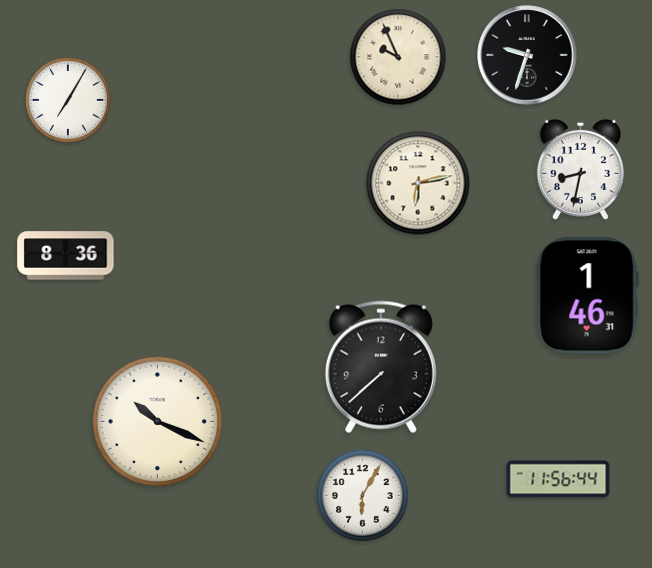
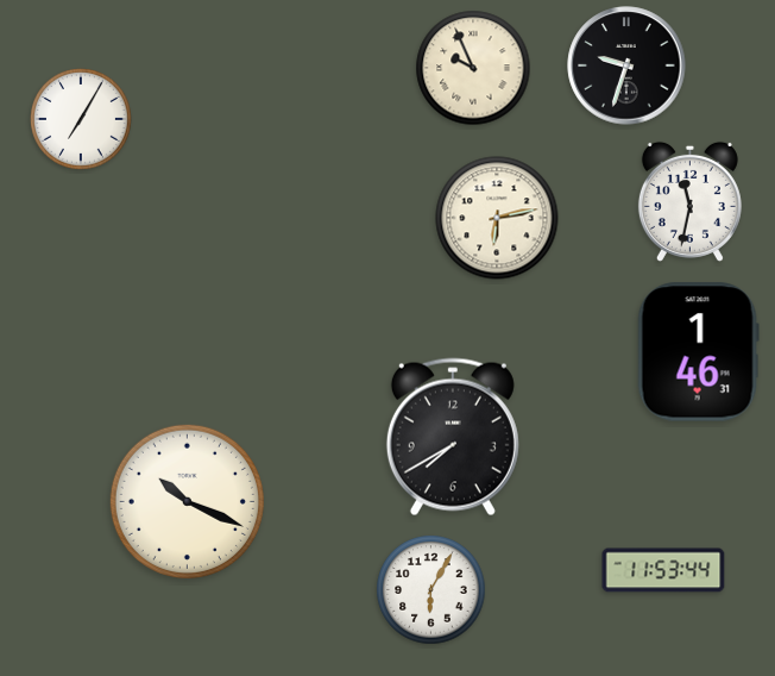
clock at (580, 169): 8:32 -> 11:32
clock at (66, 256): 8:36 -> none
clock at (381, 367): 7:38 -> 7:40
clock at (558, 479): 11:56 -> 11:53
